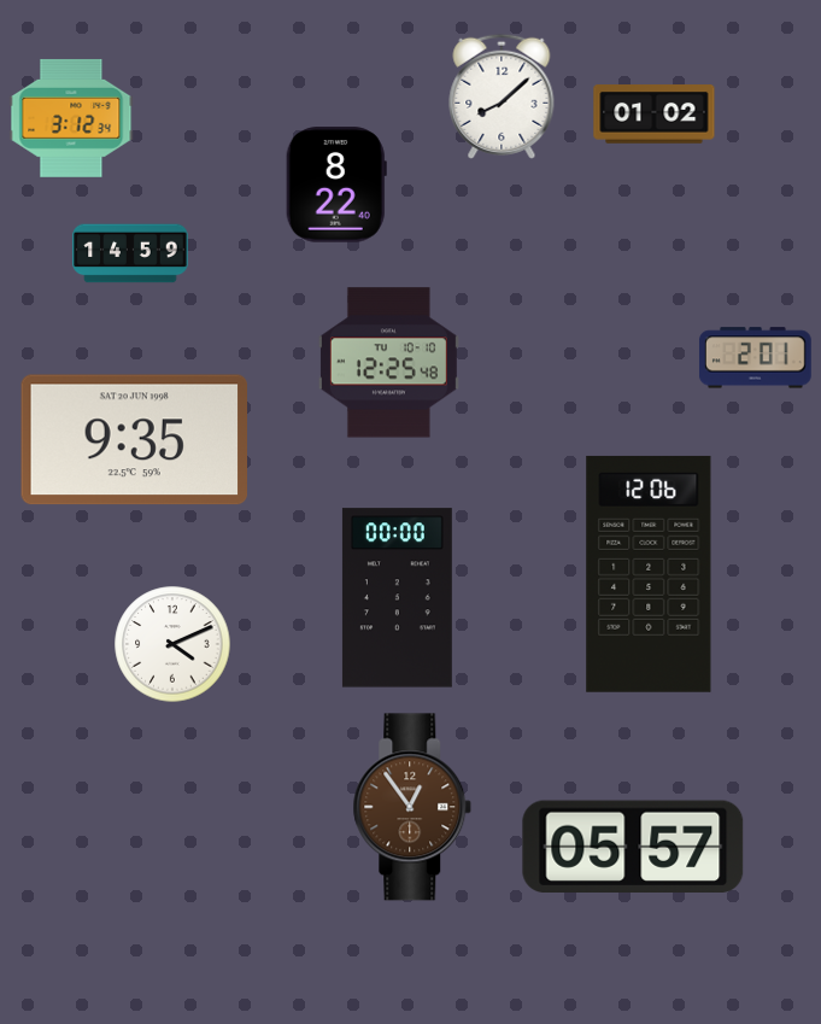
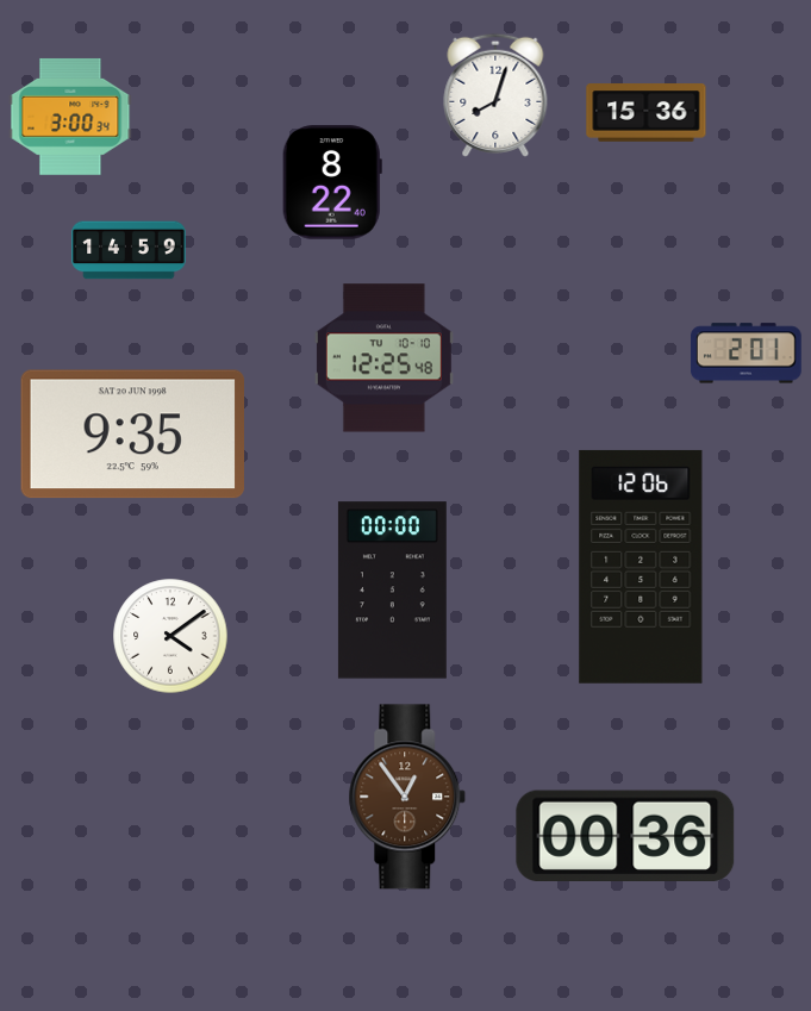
clock at (502, 96): 8:08 -> 8:03
clock at (655, 115): 01:02 -> 15:36
clock at (71, 118): 3:12 -> 3:00
clock at (172, 644): 4:11 -> 4:09
clock at (633, 847): 05:57 -> 00:36
